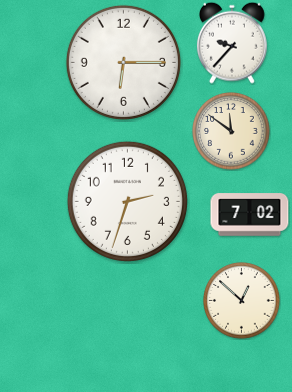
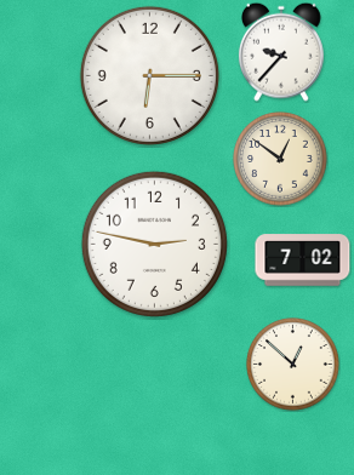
clock at (231, 131): 11:51 -> 12:51
clock at (127, 201): 2:33 -> 2:47
